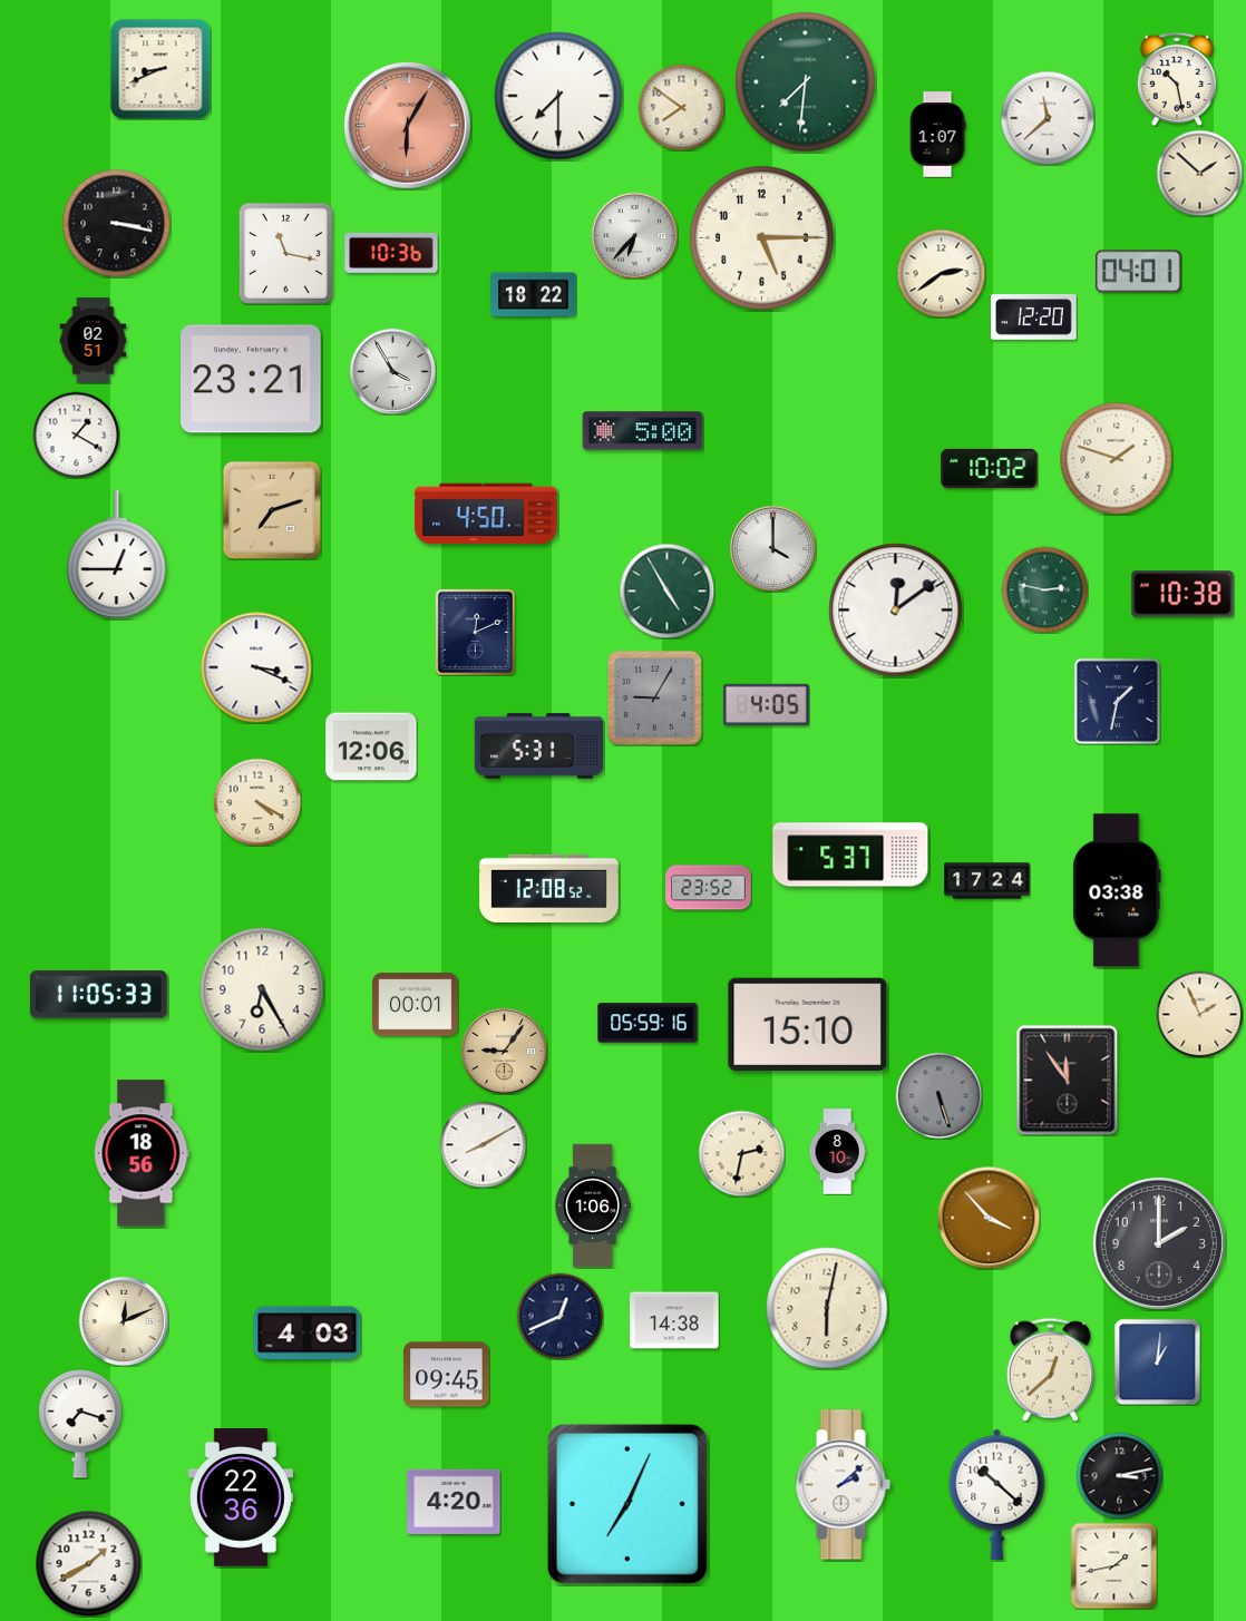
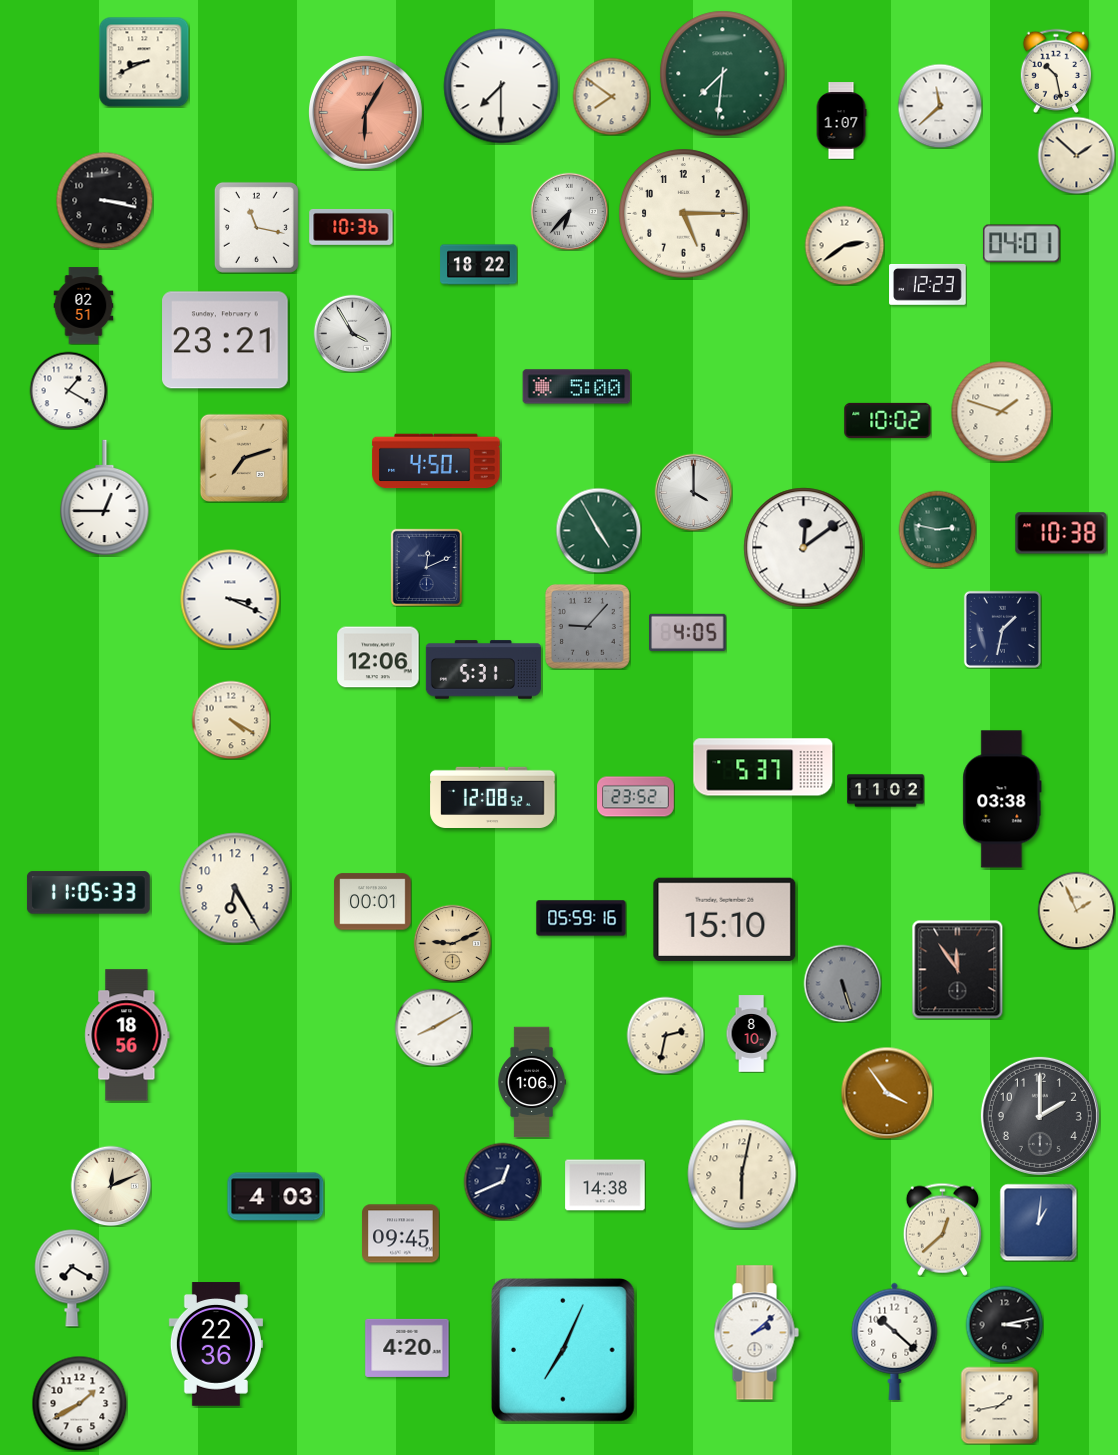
clock at (1034, 318): 12:20 -> 12:23
clock at (654, 697): 9:05 -> 9:07
clock at (371, 746) position: (371, 746) -> (378, 657)
clock at (987, 881): 17:24 -> 11:02
clock at (504, 1051): 9:06 -> 9:11
clock at (989, 1218): 3:53 -> 3:54
clock at (80, 1424): 7:18 -> 7:20
